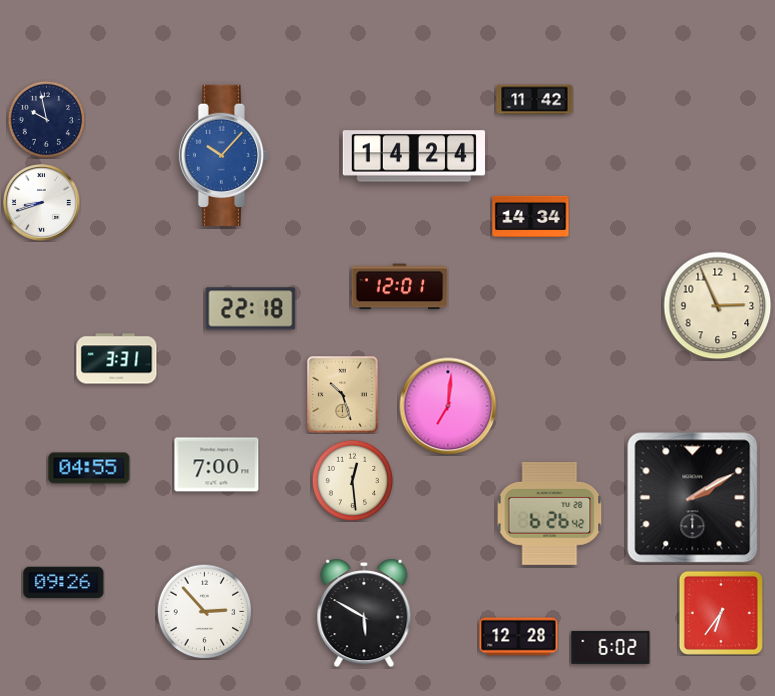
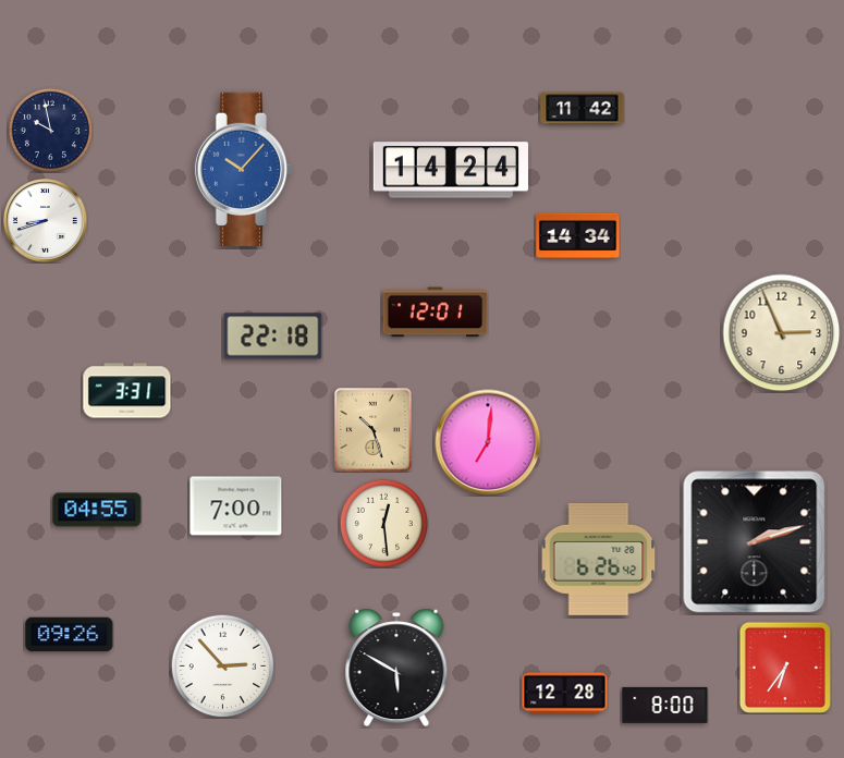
clock at (693, 498): 2:10 -> 2:12
clock at (611, 647): 6:02 -> 8:00
